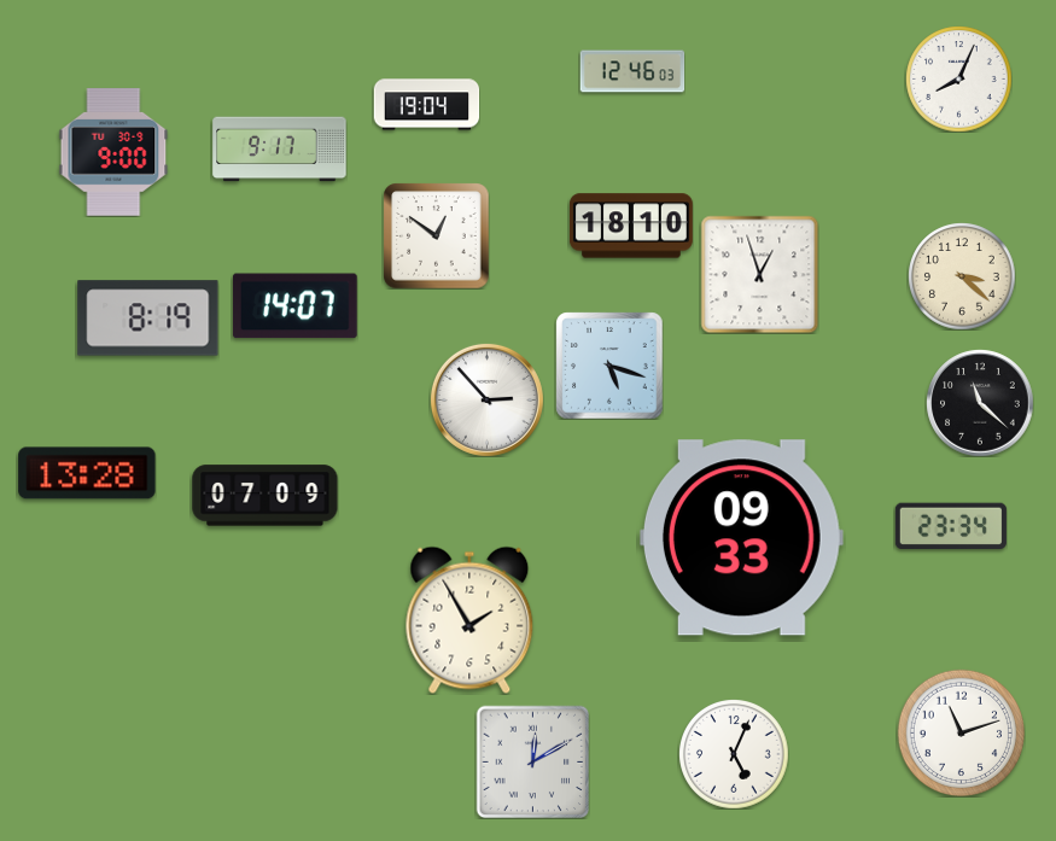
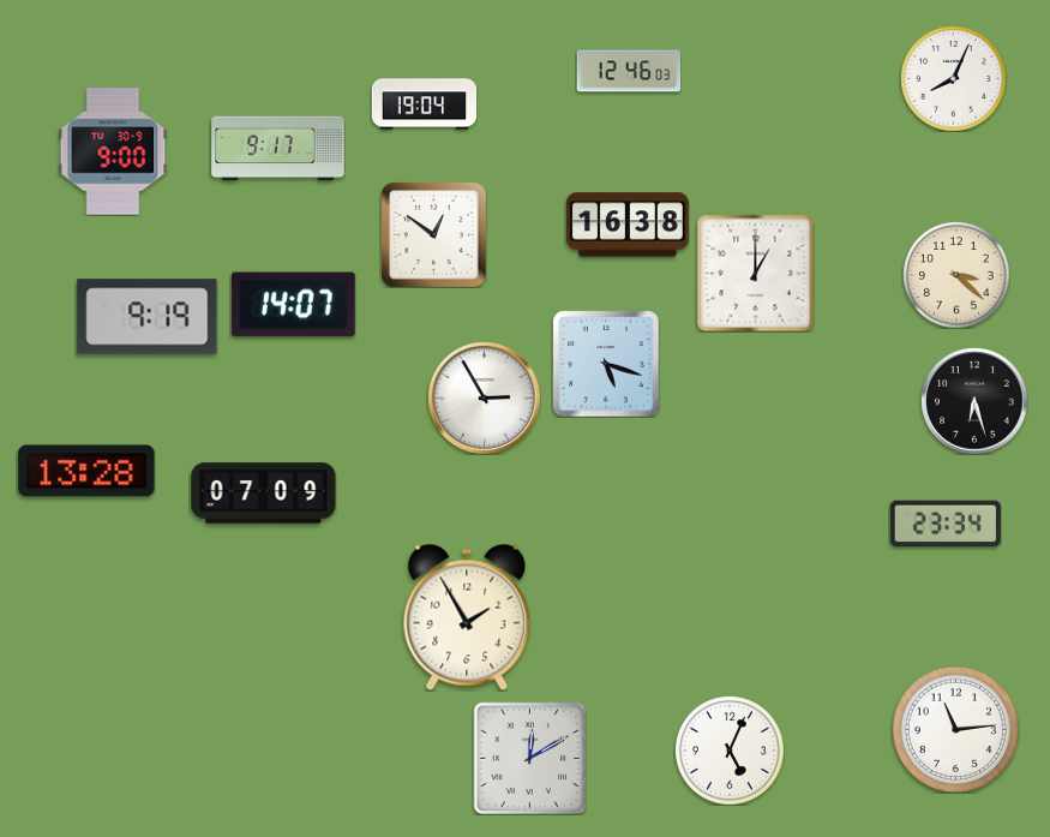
clock at (631, 226): 18:10 -> 16:38
clock at (759, 274): 12:57 -> 1:00
clock at (148, 319): 8:19 -> 9:19
clock at (486, 399): 2:53 -> 2:55
clock at (980, 403): 11:22 -> 6:27
clock at (741, 538): 09:33 -> none
clock at (961, 732): 11:12 -> 11:14
